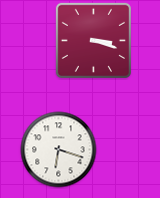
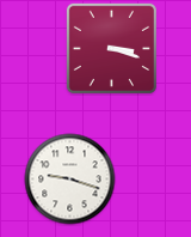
clock at (59, 150): 6:18 -> 9:18
